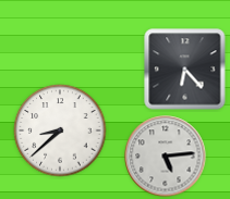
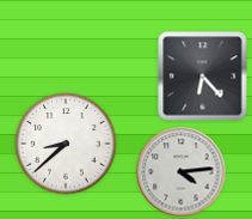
clock at (166, 157): 5:14 -> 4:14
